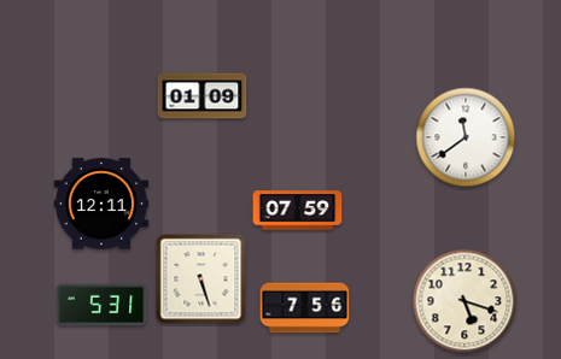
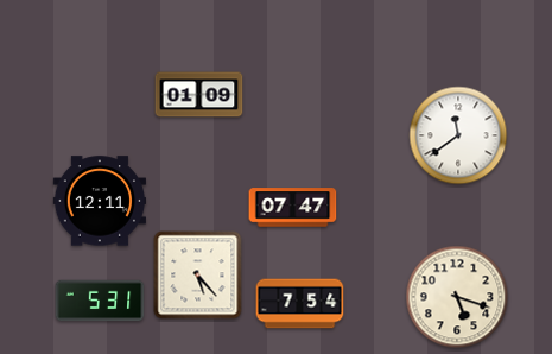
clock at (298, 211): 07:59 -> 07:47
clock at (201, 279): 5:27 -> 5:23
clock at (305, 308): 7:56 -> 7:54
